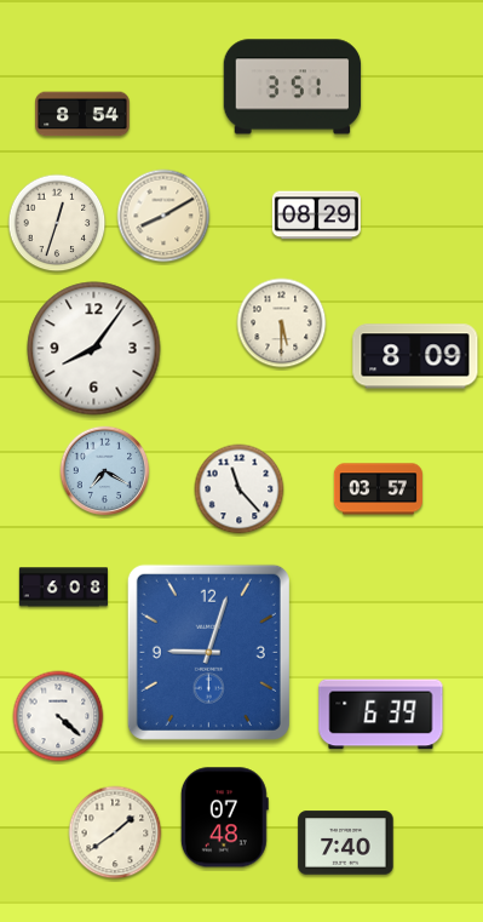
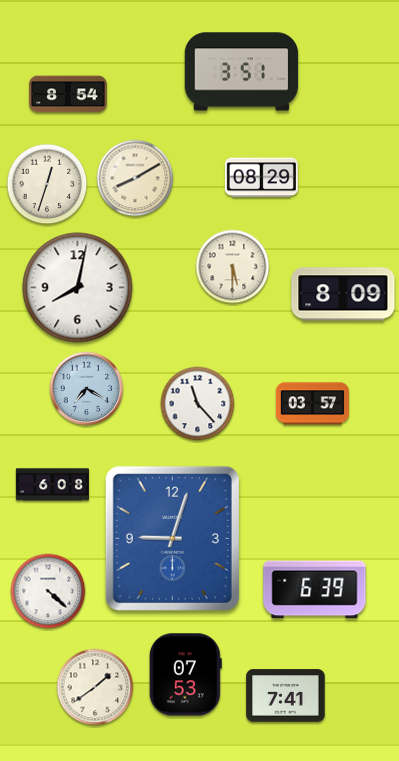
clock at (94, 349): 8:06 -> 8:02
clock at (224, 818): 07:48 -> 07:53
clock at (346, 843): 7:40 -> 7:41
